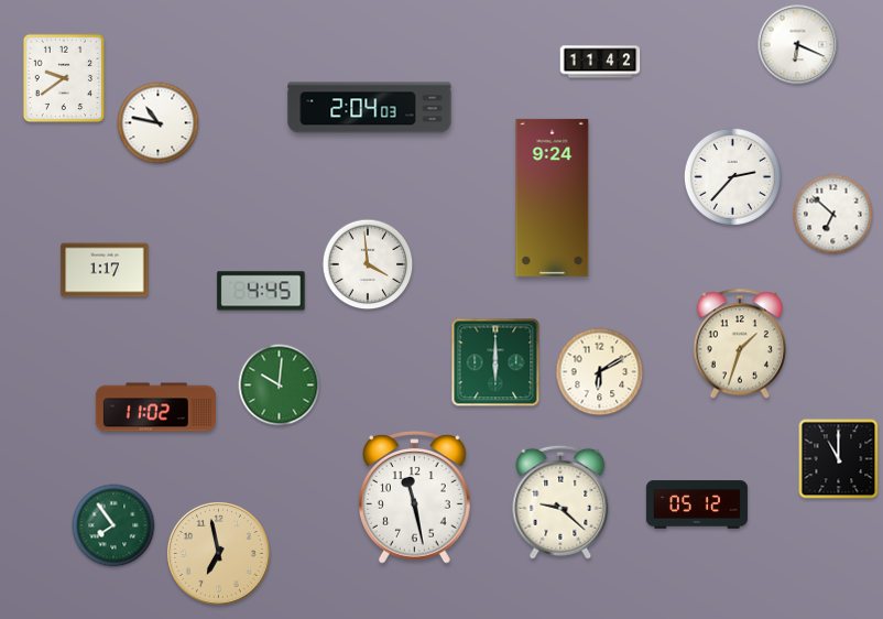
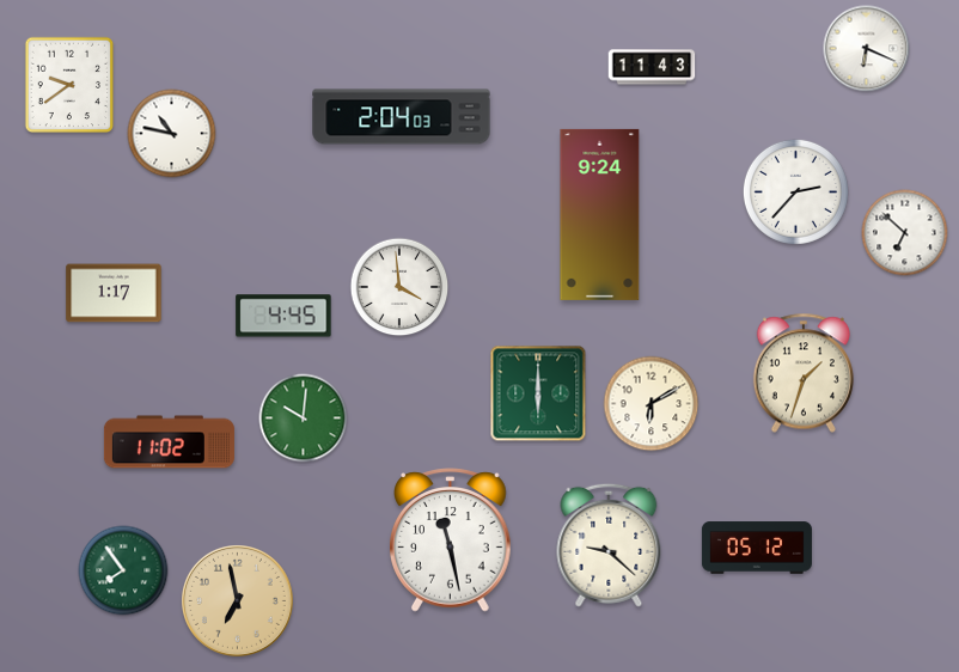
clock at (600, 62): 11:42 -> 11:43
clock at (839, 459): 11:00 -> none
